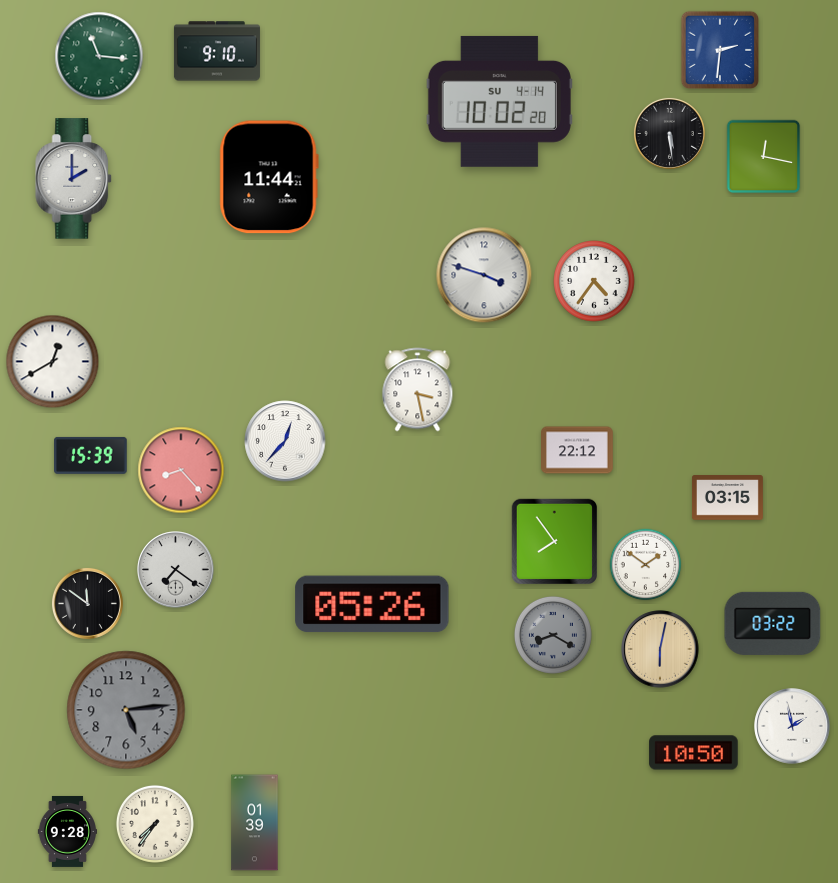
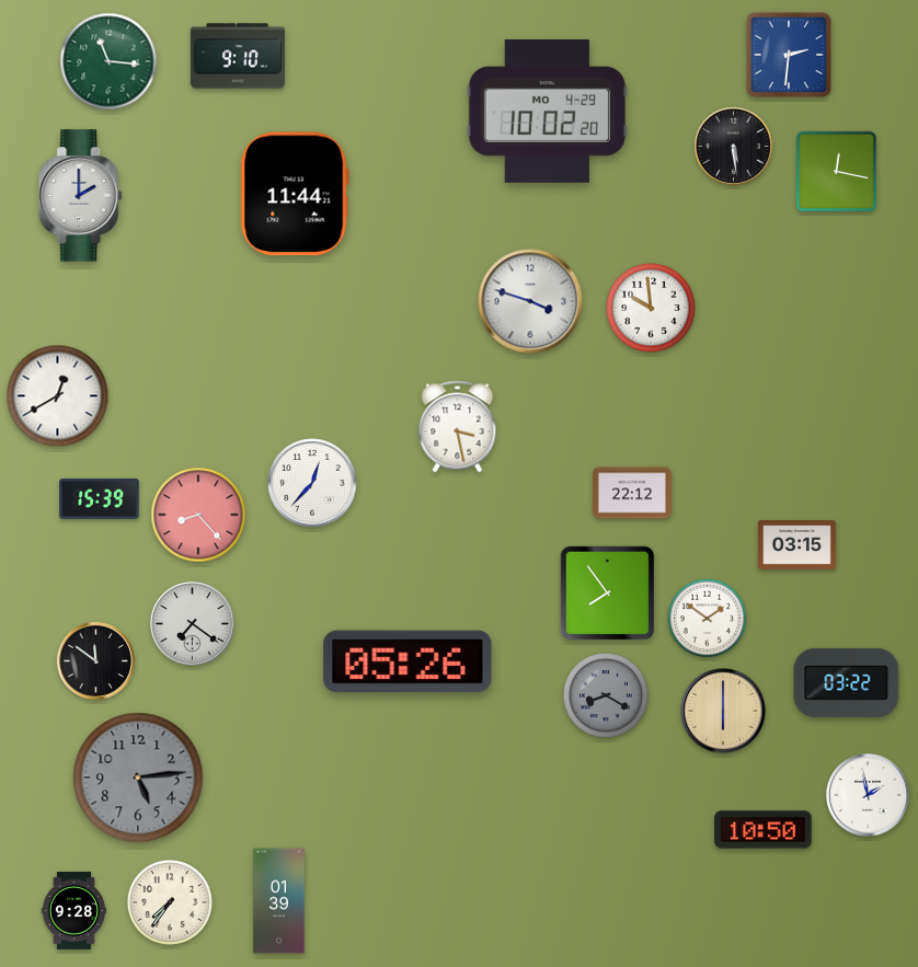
clock at (499, 101) date: SU 4-14 -> MO 4-29
clock at (594, 281): 4:36 -> 9:59
clock at (660, 649): 6:02 -> 6:00
clock at (694, 753) position: (694, 753) -> (764, 830)
